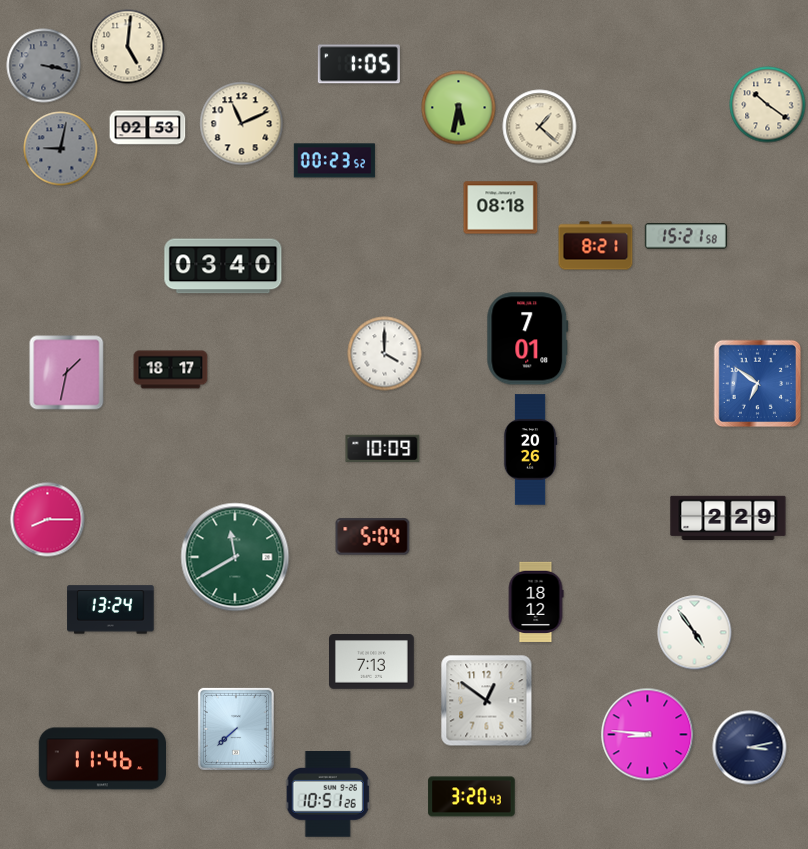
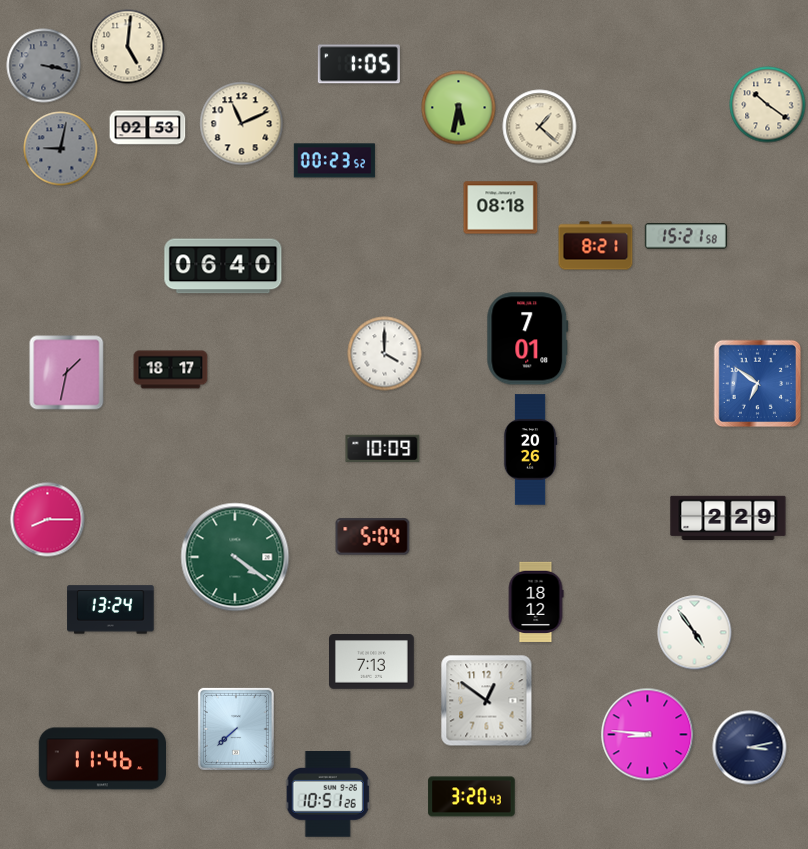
clock at (223, 266): 03:40 -> 06:40
clock at (235, 557): 11:40 -> 4:21
